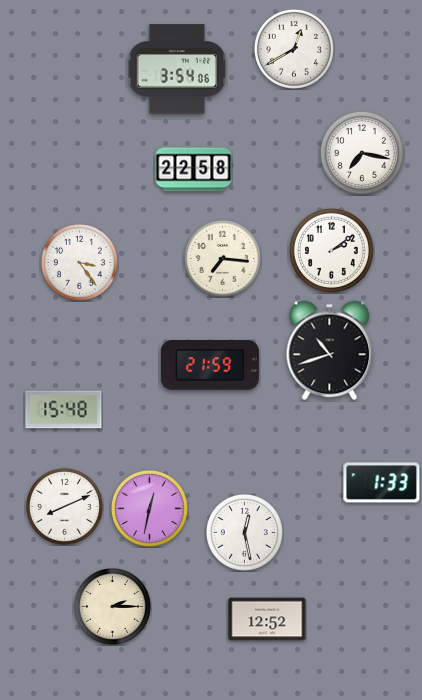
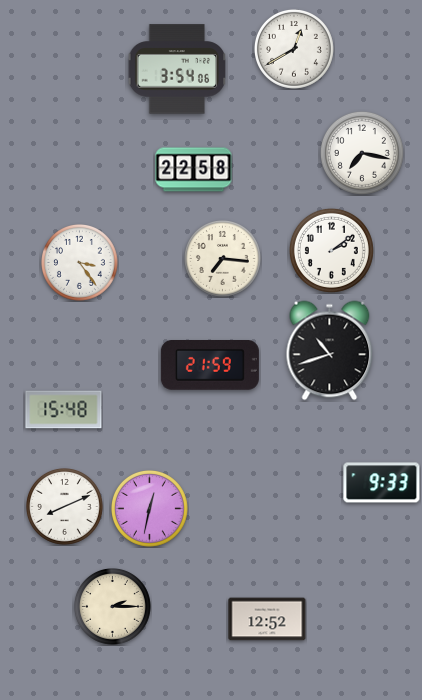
clock at (382, 483): 1:33 -> 9:33
clock at (245, 533): 12:28 -> none
